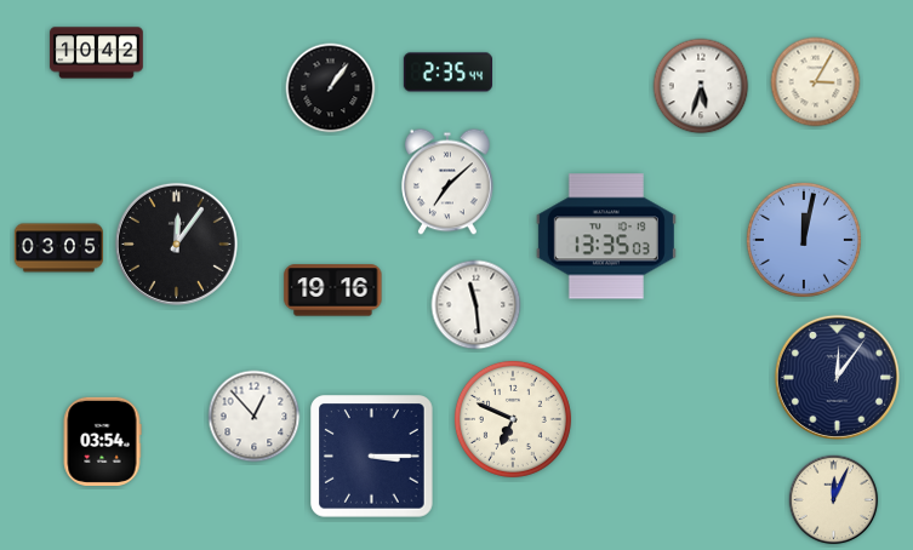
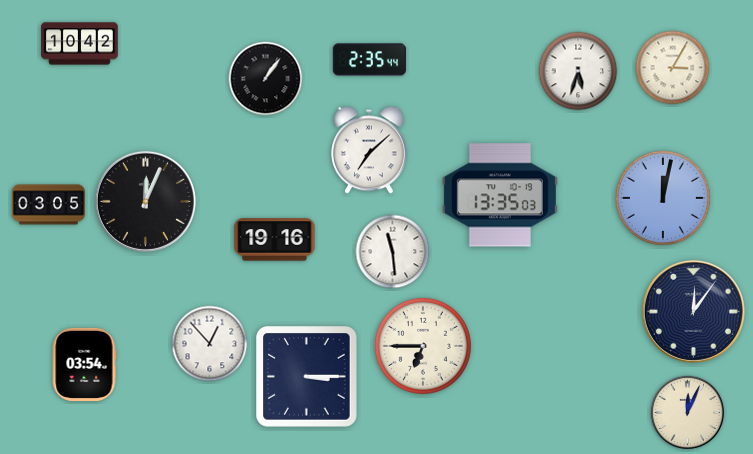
clock at (331, 88) position: (331, 88) -> (266, 79)
clock at (176, 244): 12:06 -> 12:04
clock at (837, 377) position: (837, 377) -> (693, 311)
clock at (513, 419): 6:49 -> 6:45
